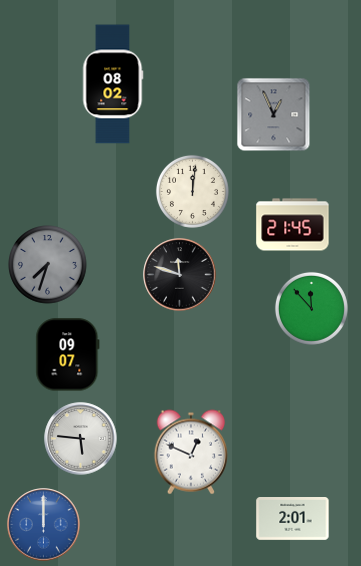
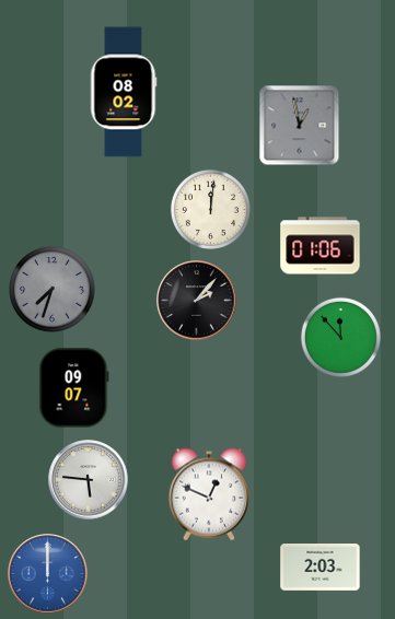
clock at (274, 115): 12:56 -> 12:58
clock at (293, 225): 21:45 -> 01:06
clock at (180, 275): 11:48 -> 2:07
clock at (293, 519): 2:01 -> 2:03
